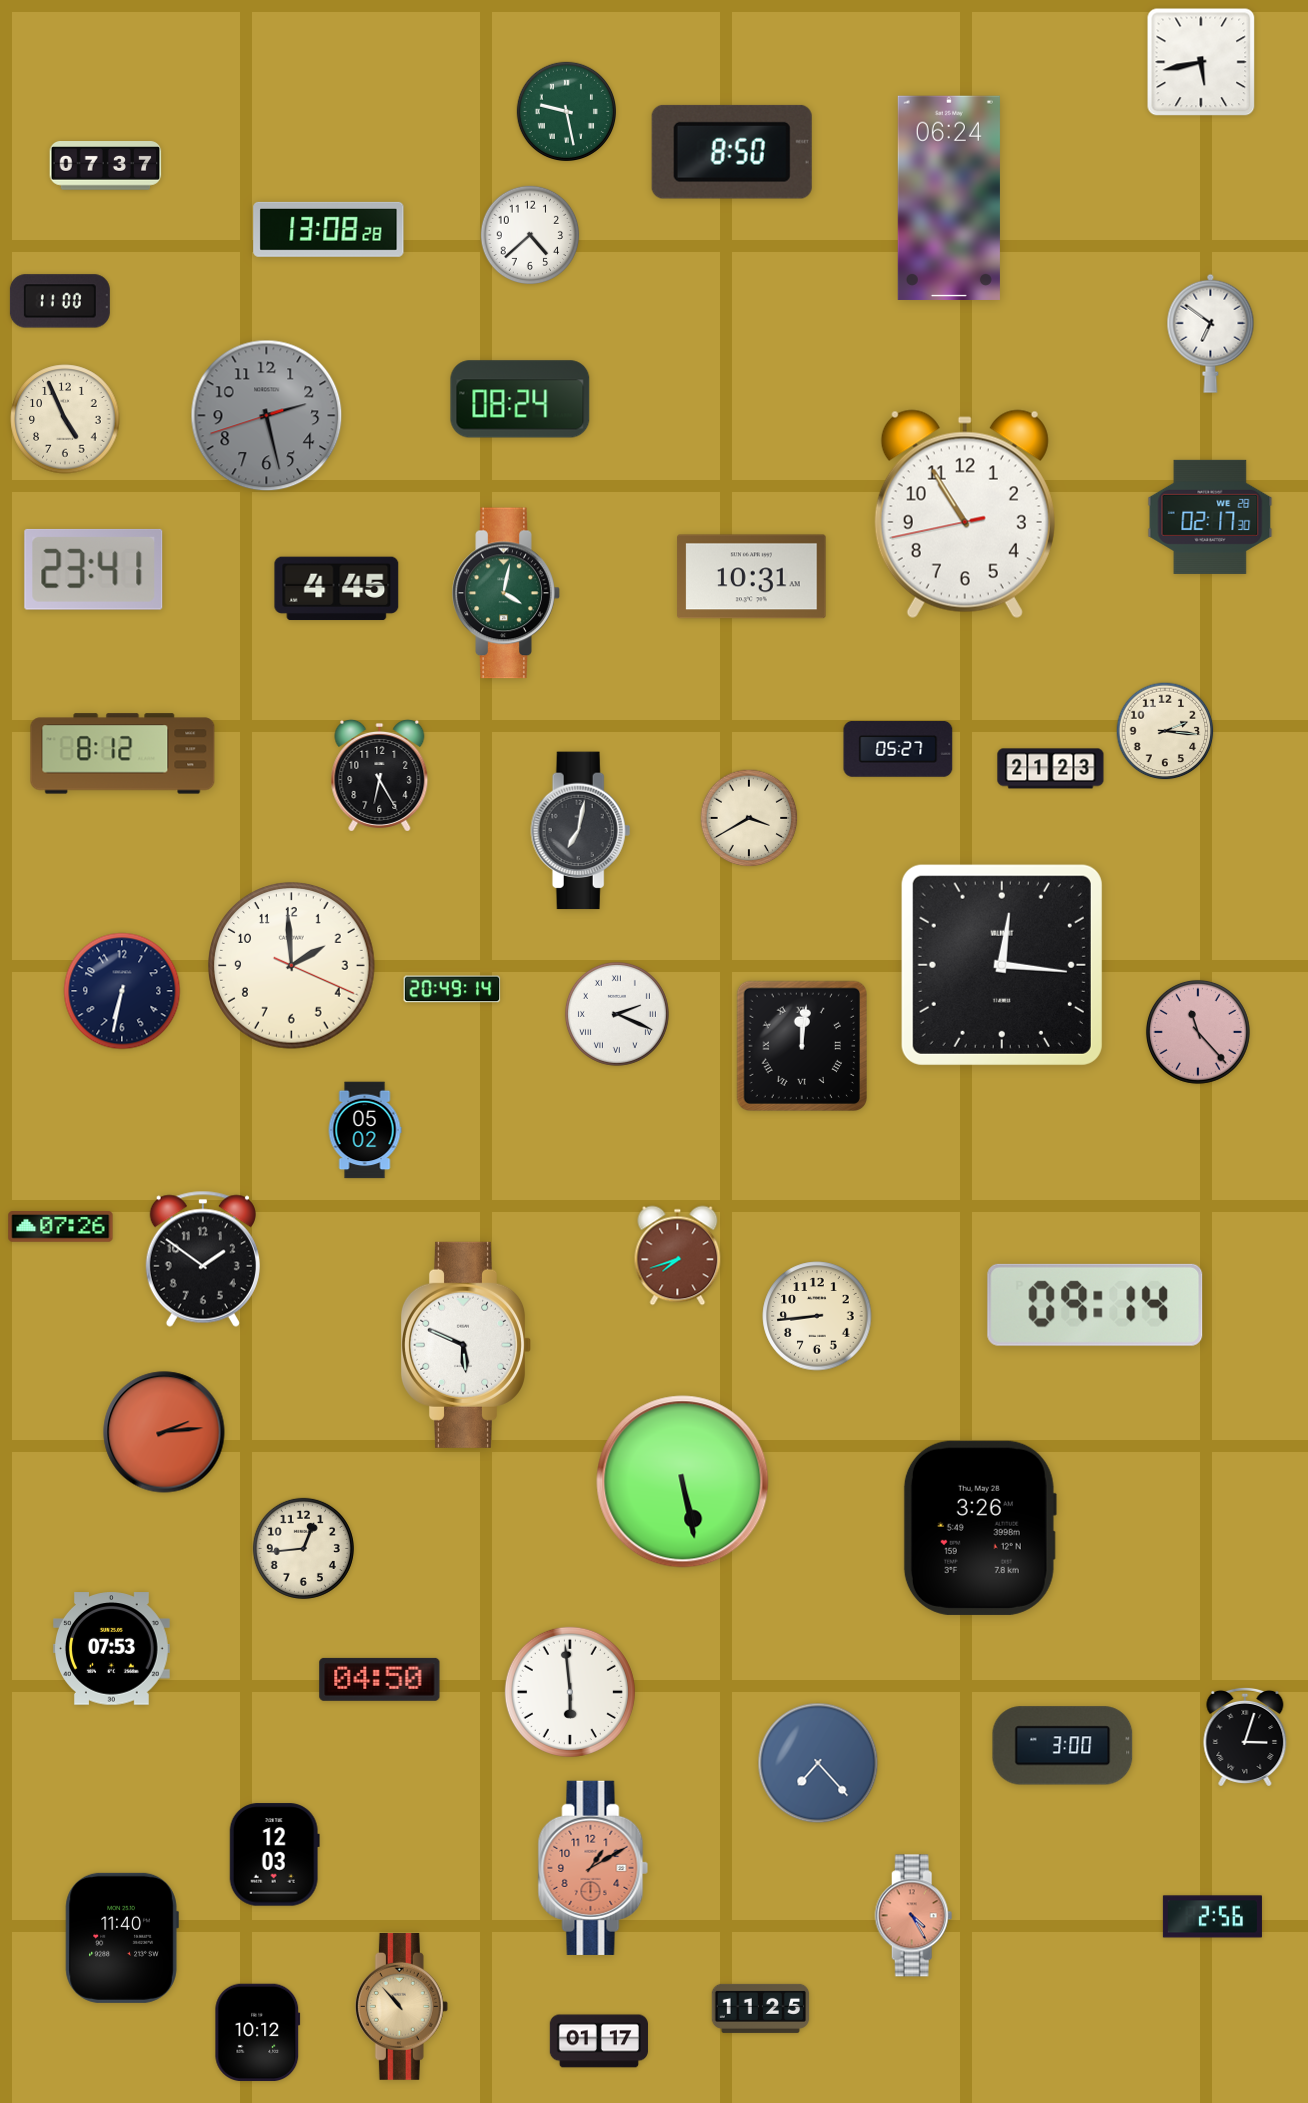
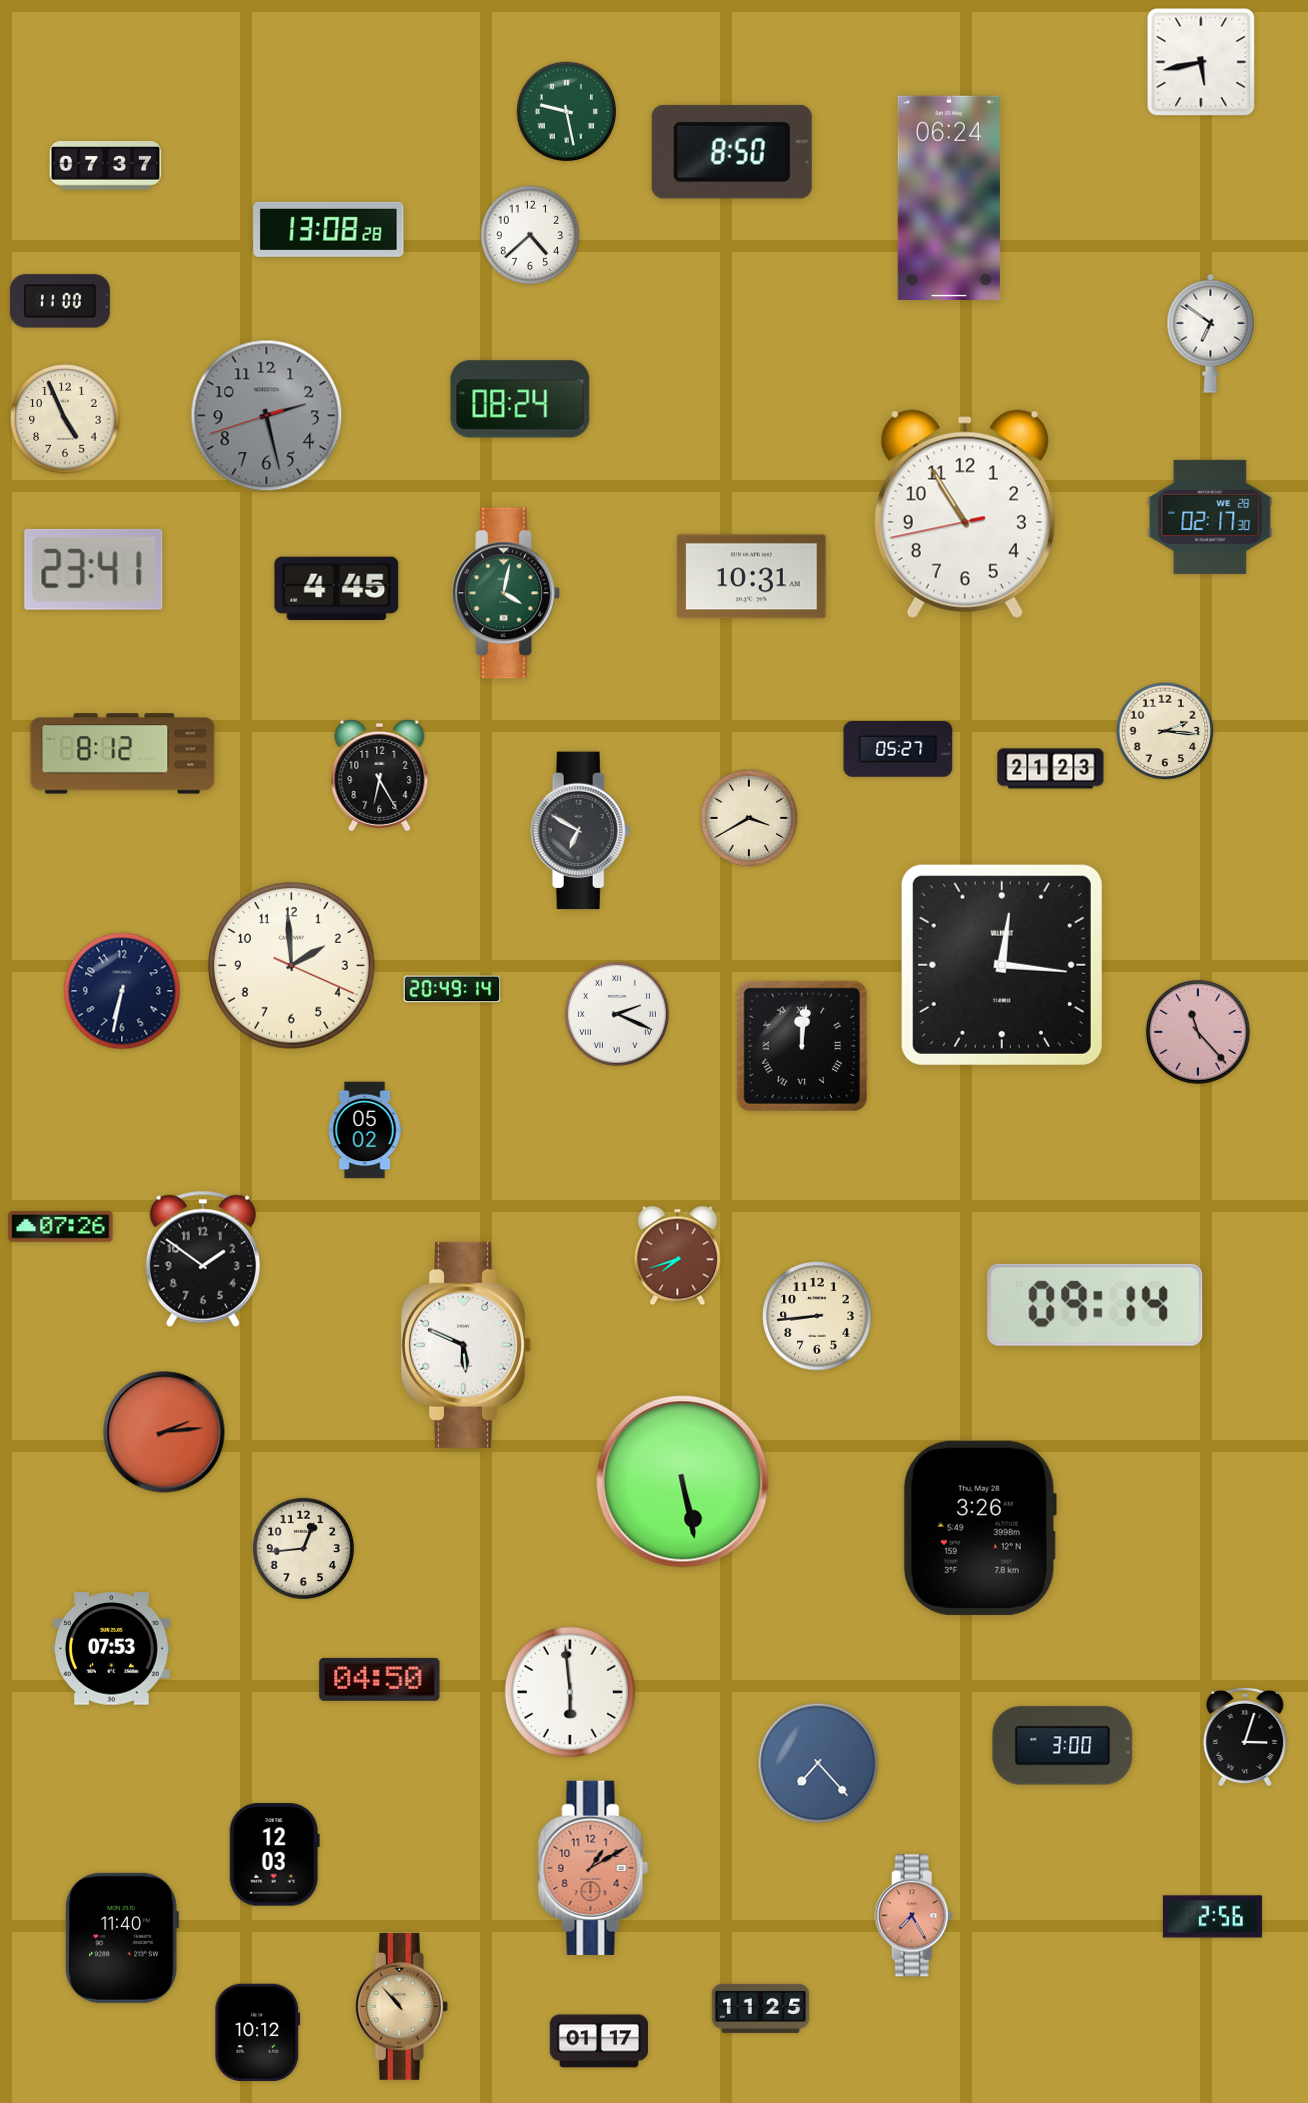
clock at (581, 831): 7:02 -> 6:50
clock at (914, 1916): 4:25 -> 7:25
